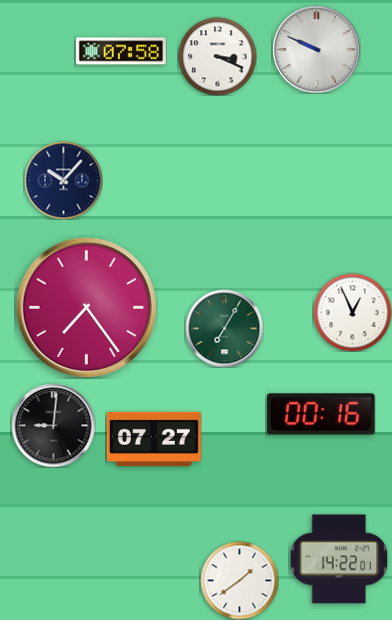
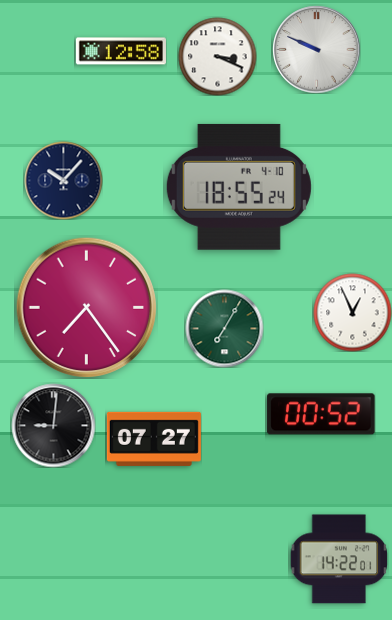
clock at (121, 51): 07:58 -> 12:58
clock at (239, 187): none -> 18:55
clock at (321, 414): 00:16 -> 00:52
clock at (239, 580): 1:39 -> none
